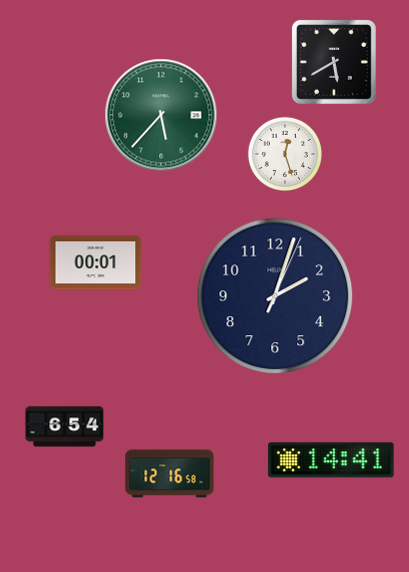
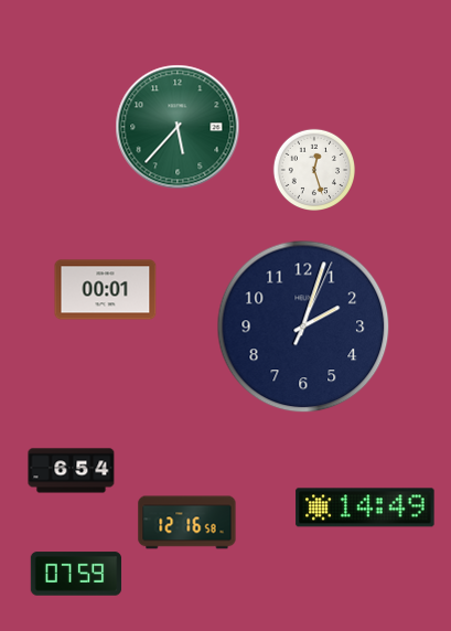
clock at (335, 63): 5:40 -> none
clock at (331, 460): 14:41 -> 14:49
clock at (76, 574): none -> 07:59
